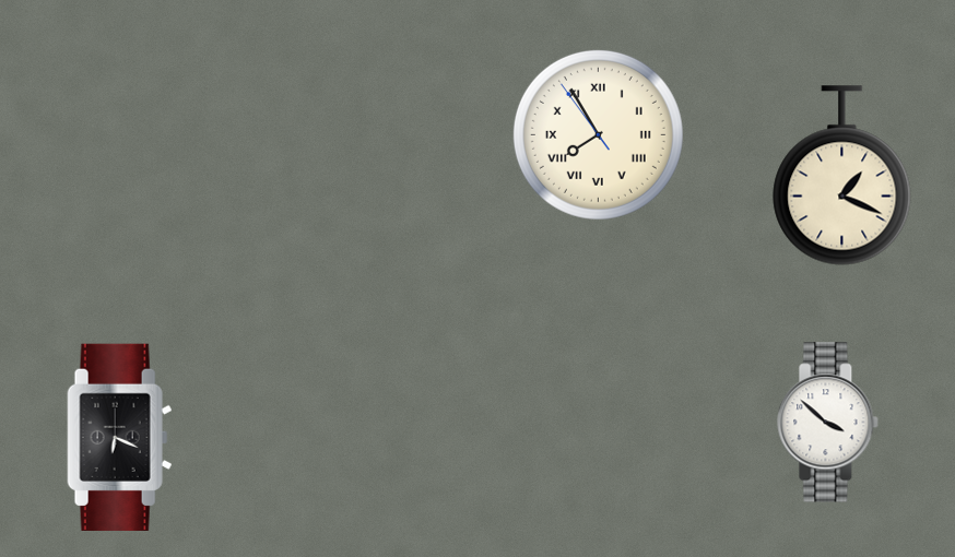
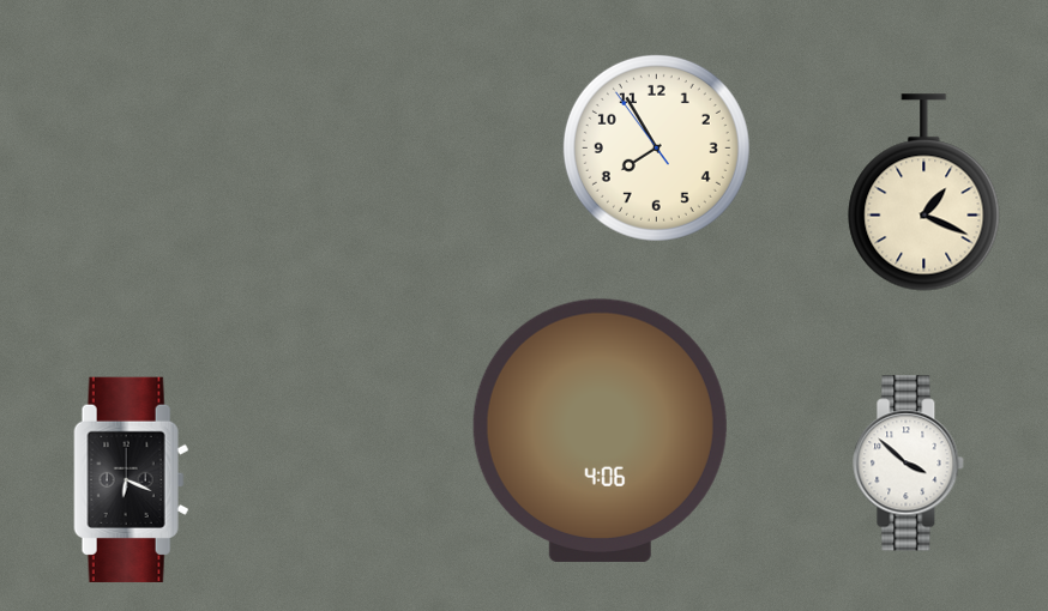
clock at (598, 134) numerals: Roman -> Arabic
clock at (600, 430): none -> 4:06
